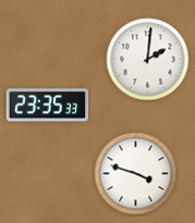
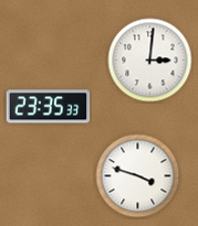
clock at (148, 60): 2:01 -> 3:01
